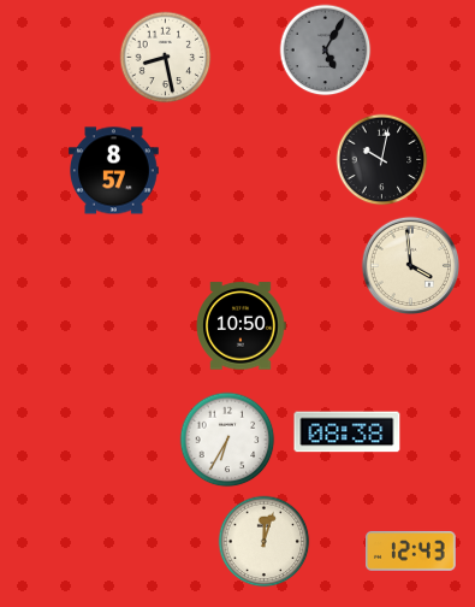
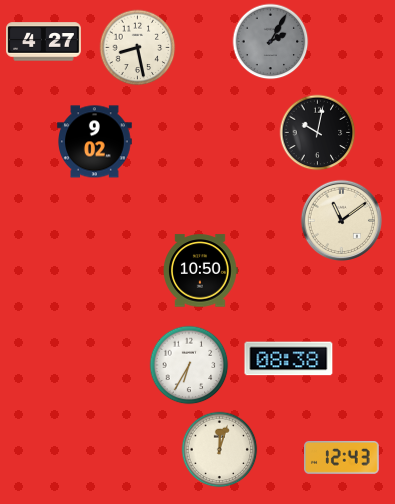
clock at (44, 42): none -> 4:27
clock at (326, 51): 5:05 -> 2:05
clock at (114, 171): 8:57 -> 9:02
clock at (410, 265): 3:59 -> 11:09
